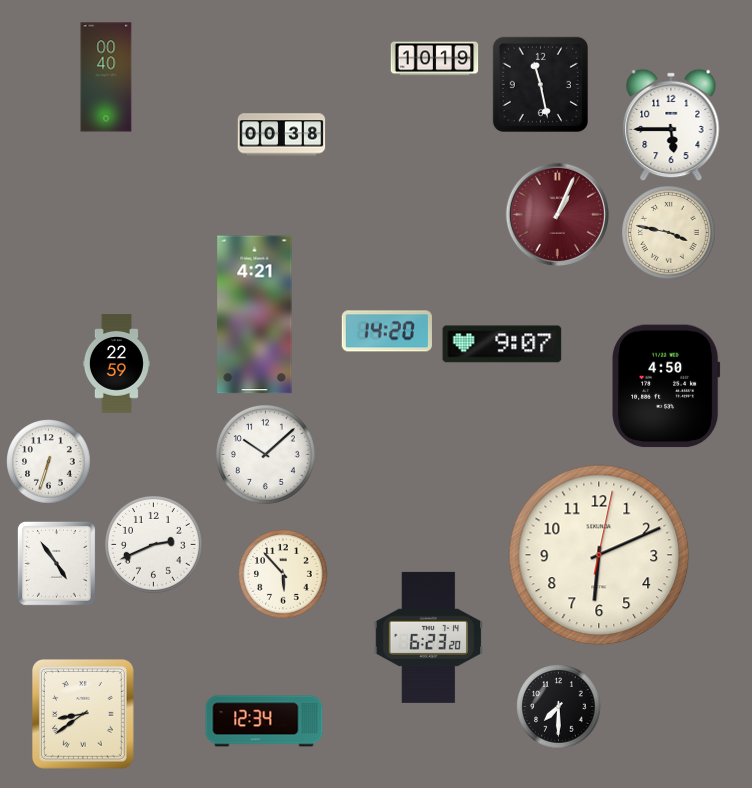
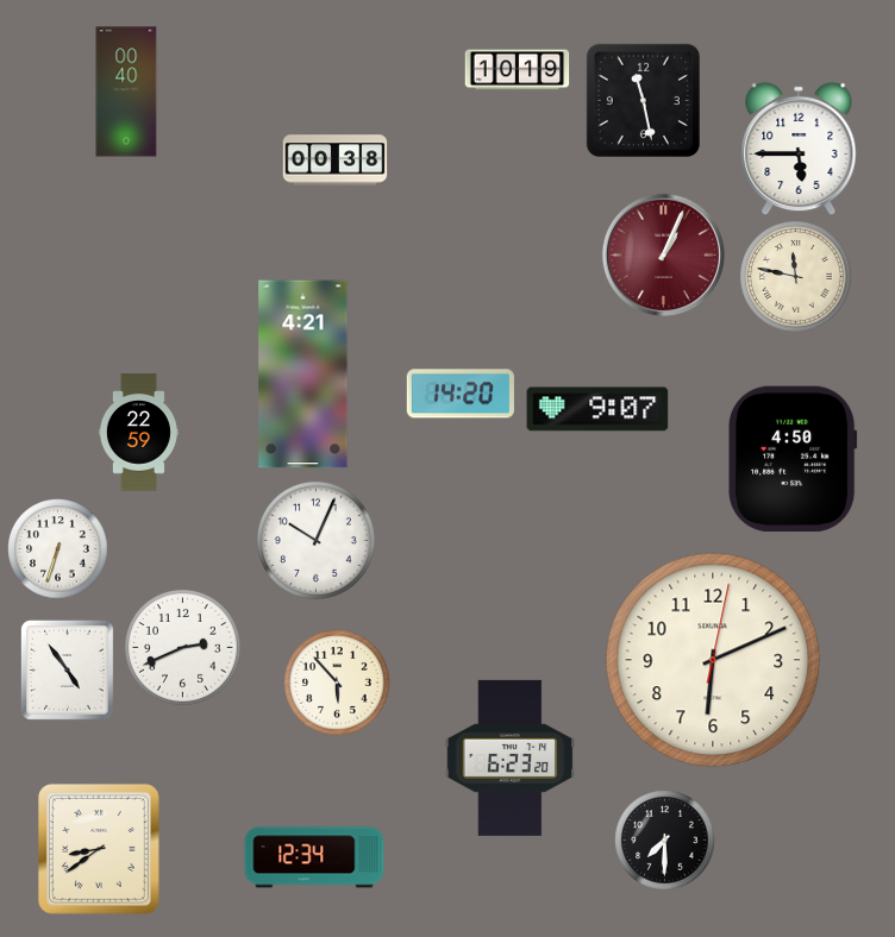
clock at (669, 233): 3:47 -> 11:47
clock at (265, 454): 10:08 -> 10:04
